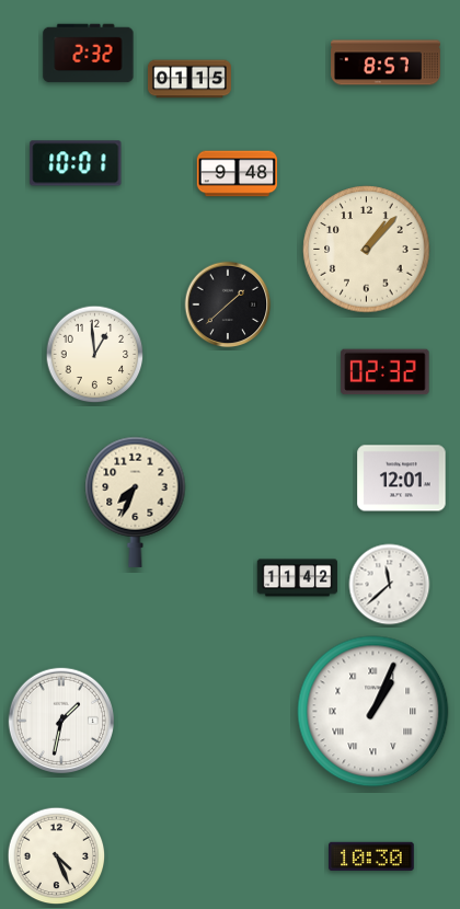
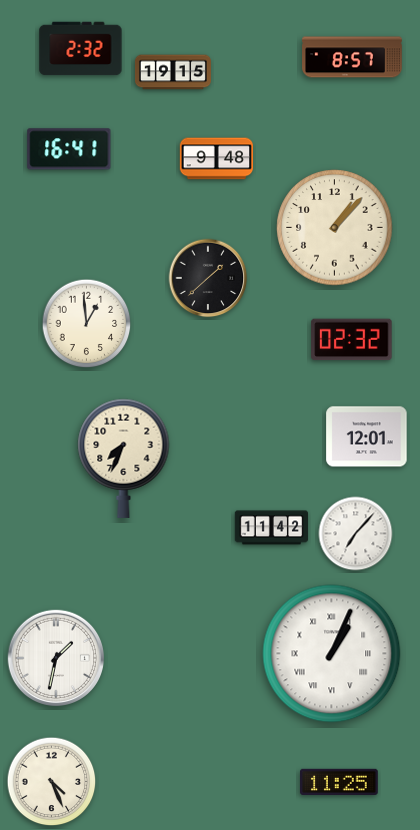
clock at (189, 79): 01:15 -> 19:15
clock at (76, 163): 10:01 -> 16:41
clock at (390, 585): 11:38 -> 7:07
clock at (373, 712) position: (373, 712) -> (332, 654)
clock at (372, 856): 10:30 -> 11:25
